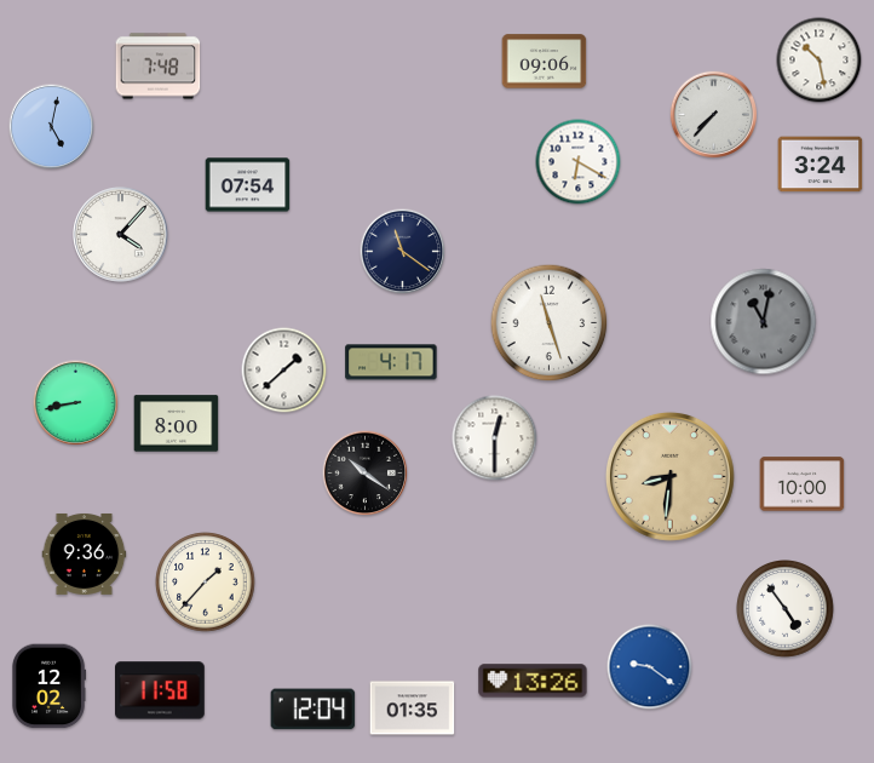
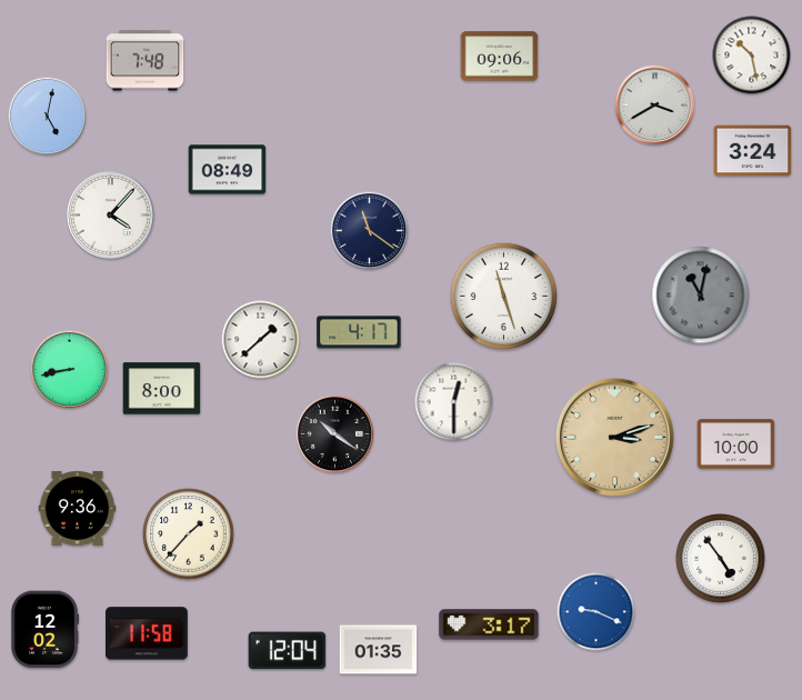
clock at (714, 115): 7:37 -> 3:40
clock at (579, 162): 6:20 -> none
clock at (248, 185): 07:54 -> 08:49
clock at (669, 476): 8:31 -> 3:12
clock at (650, 667): 9:21 -> 9:19
clock at (533, 681): 13:26 -> 3:17
